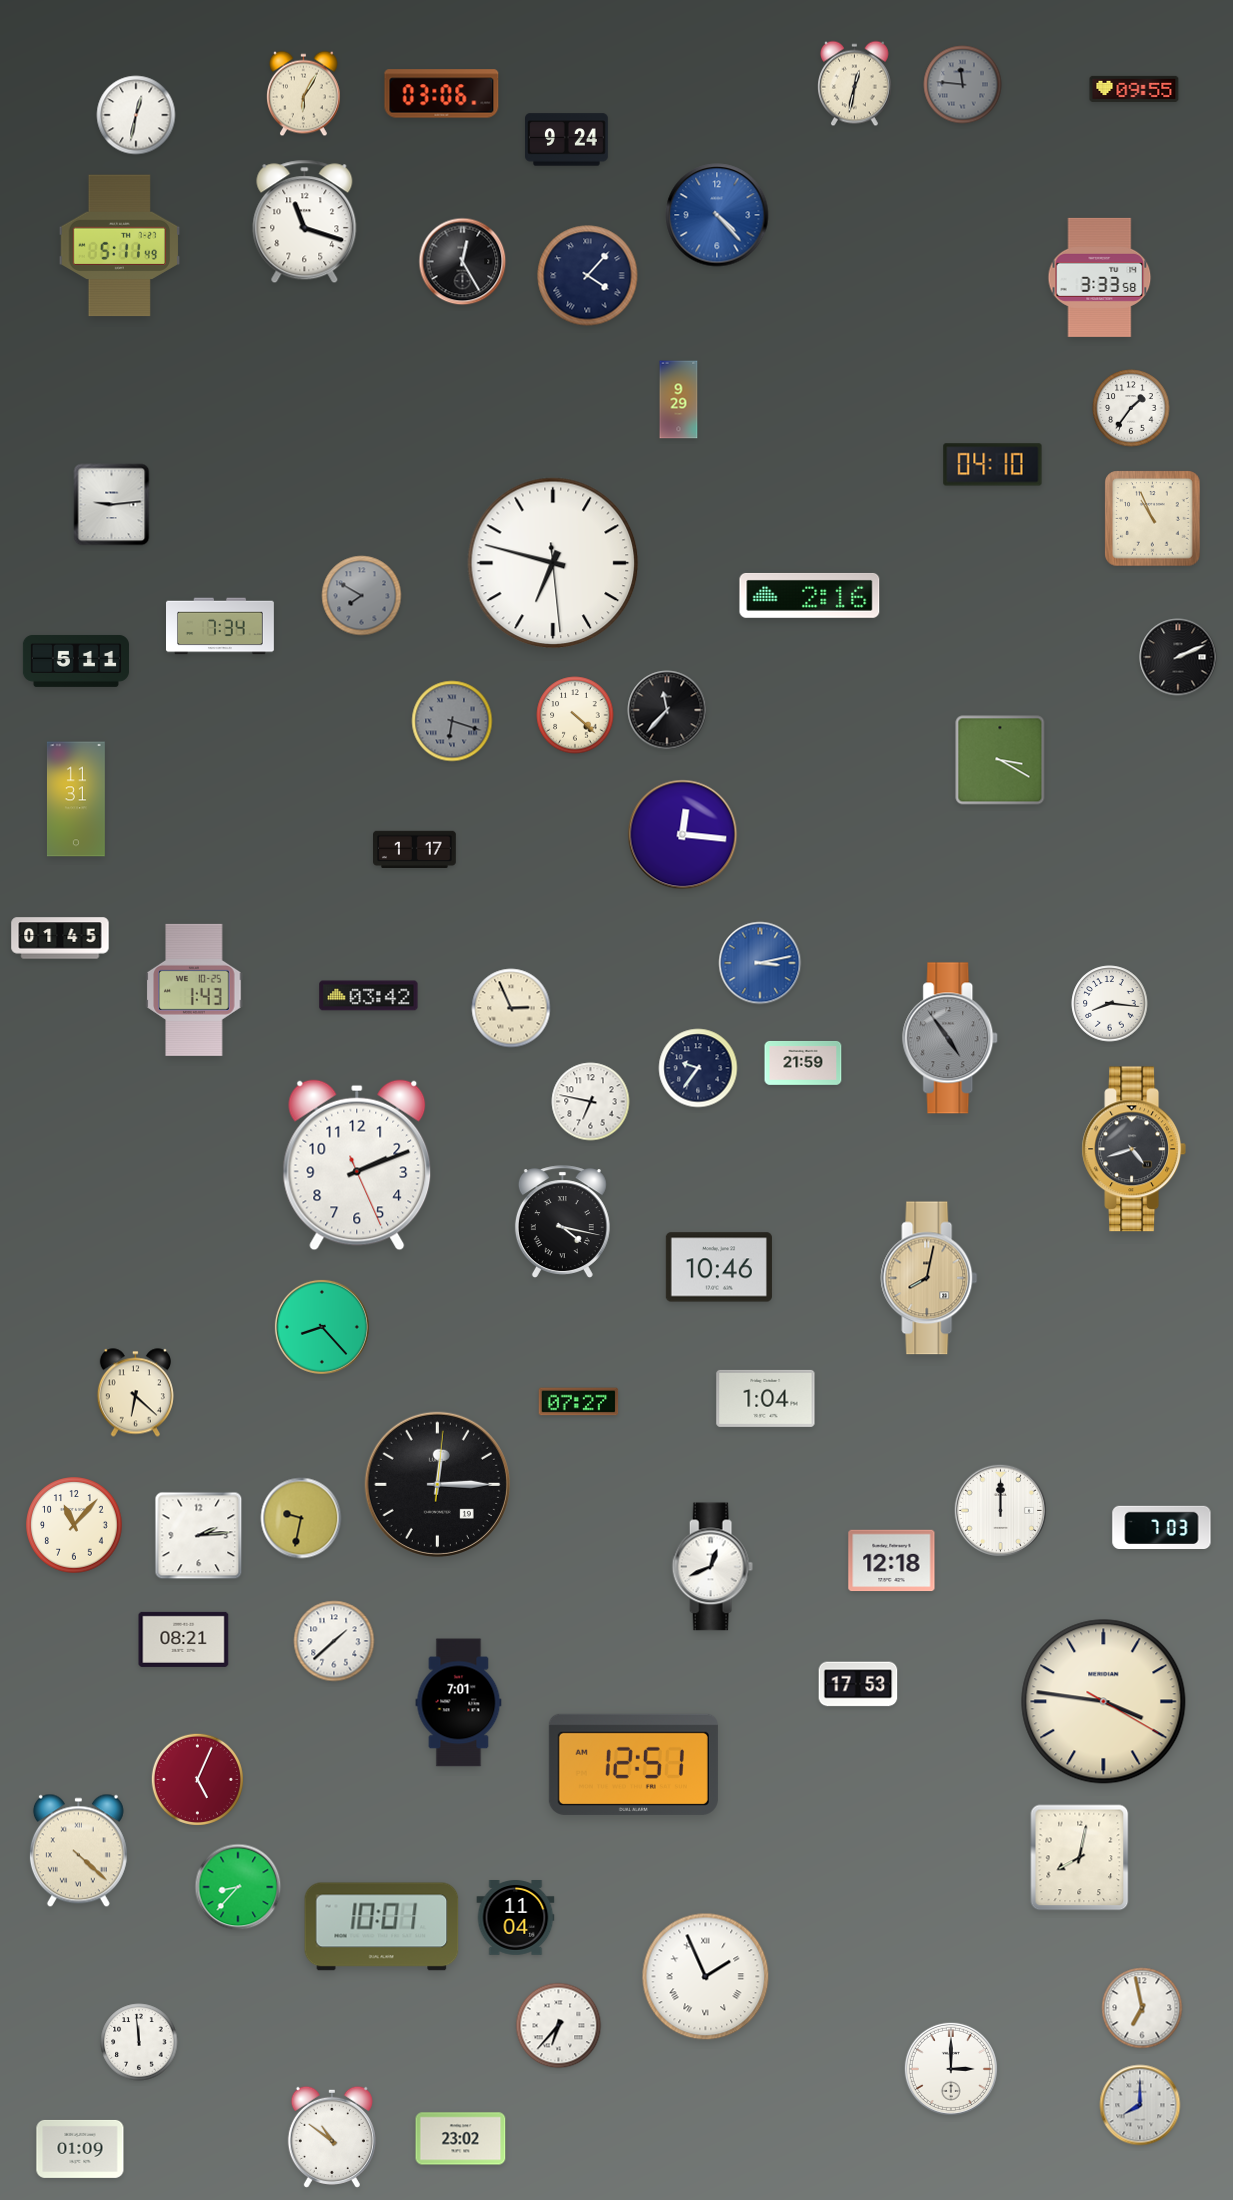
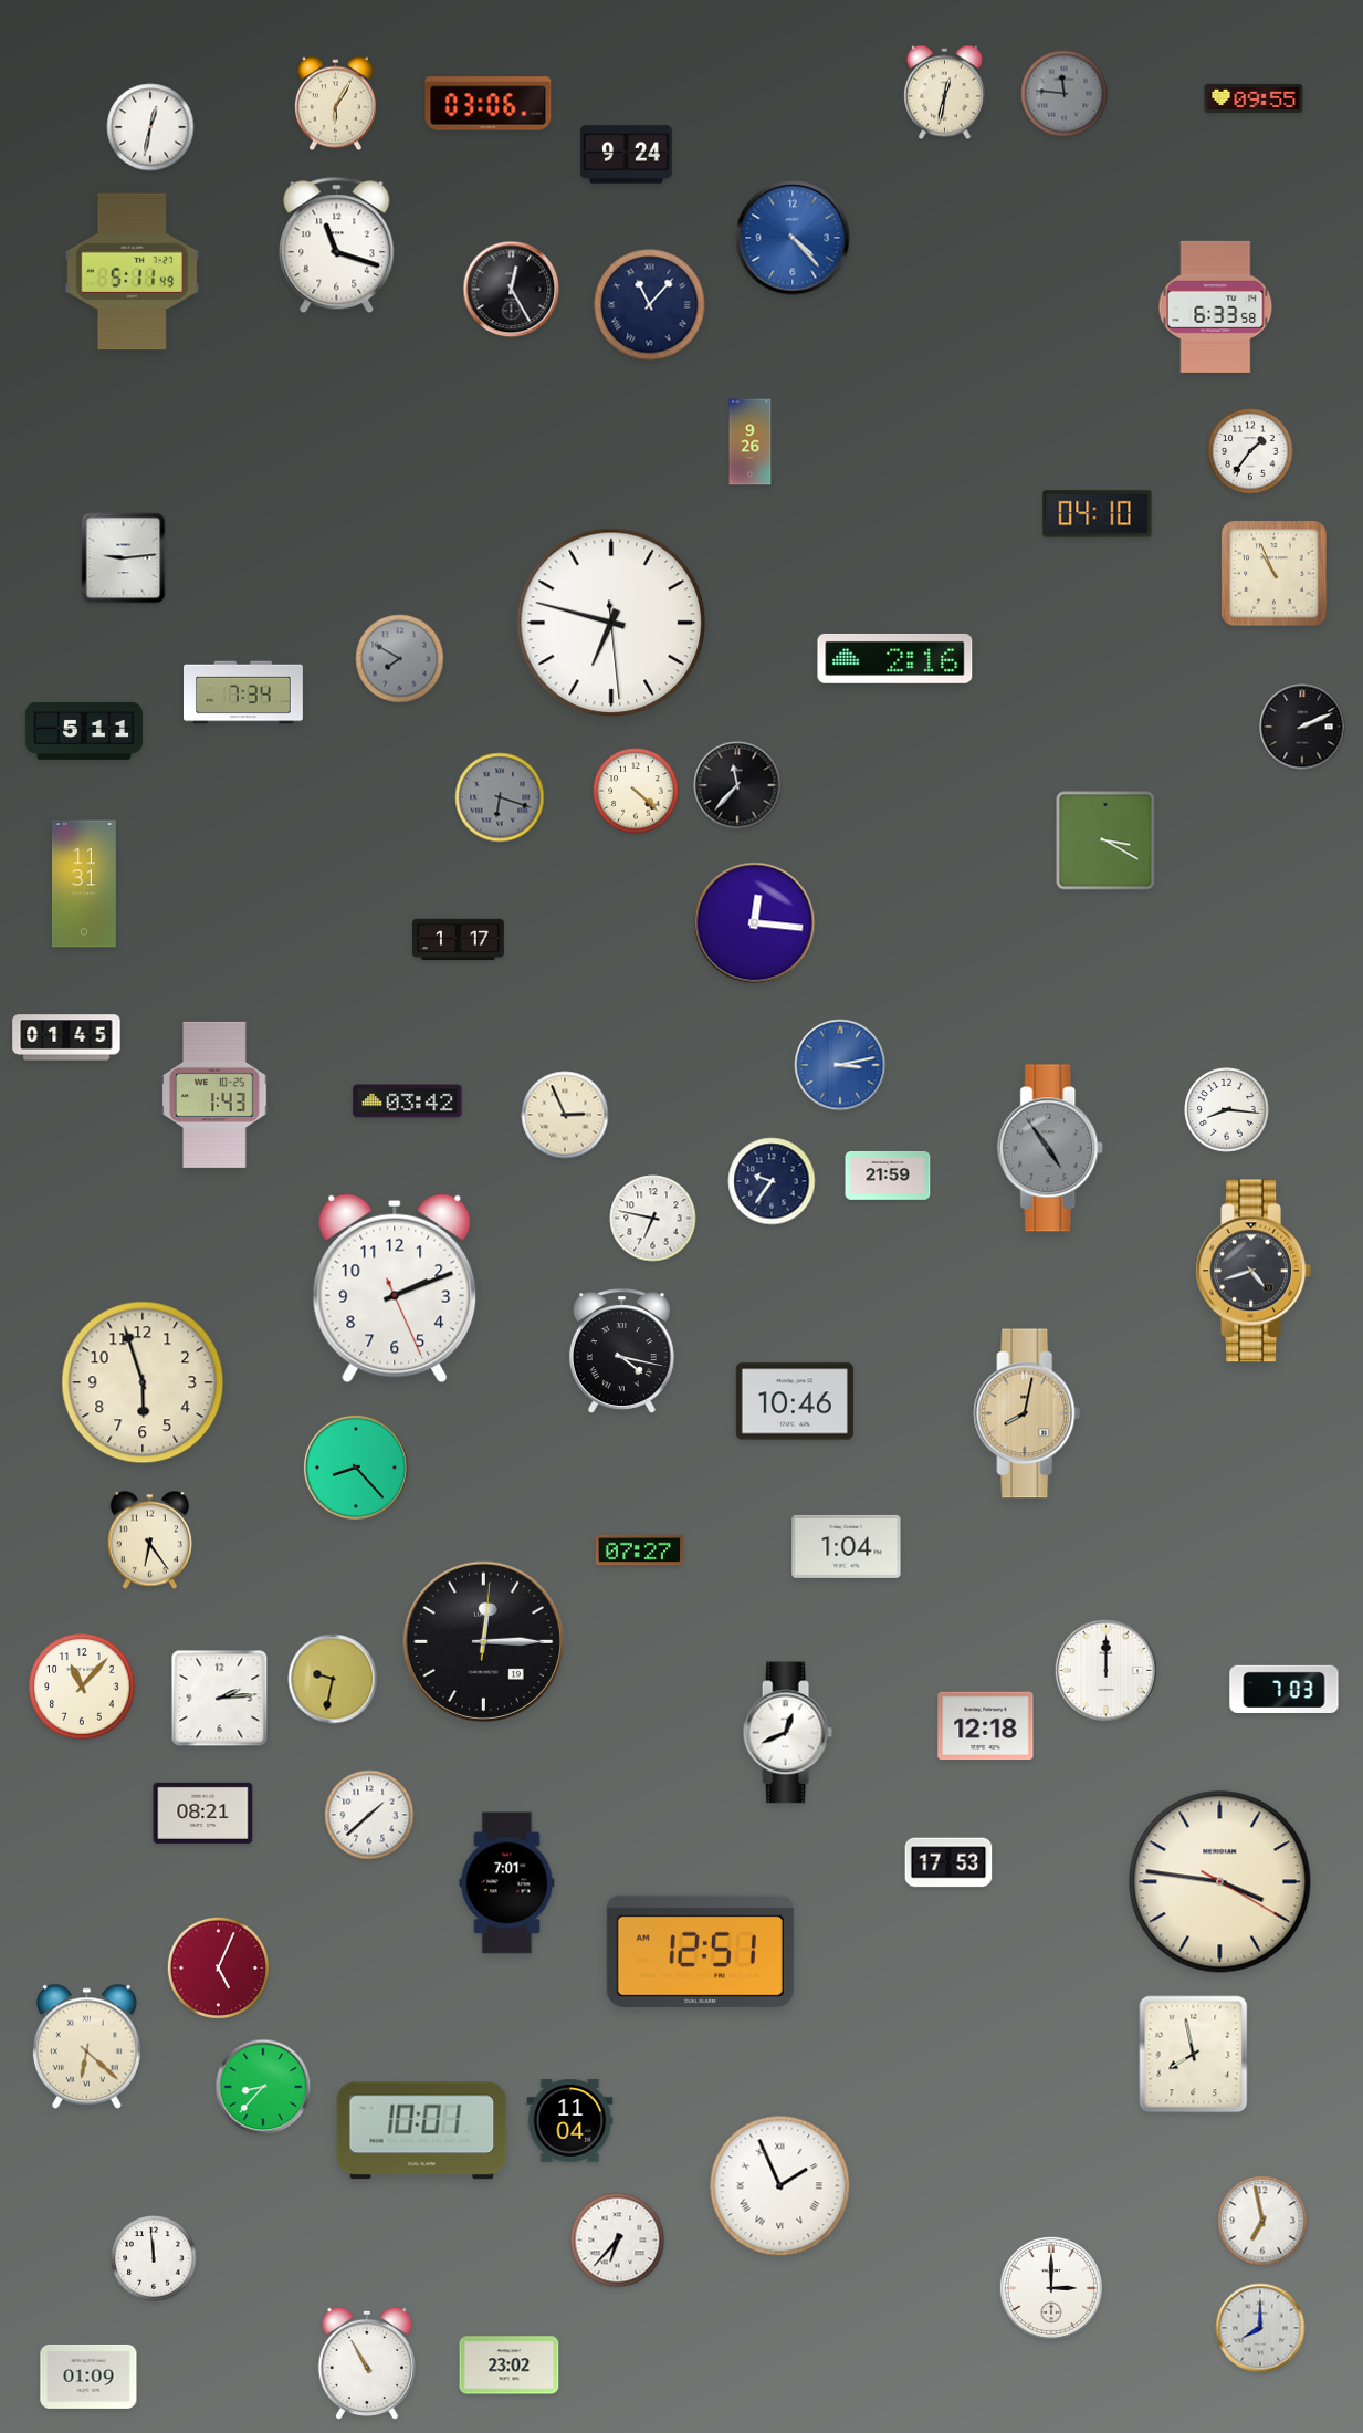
clock at (588, 276): 4:07 -> 11:07
clock at (1100, 277): 3:33 -> 6:33
clock at (679, 400): 9:29 -> 9:26
clock at (143, 1382): none -> 5:57
clock at (135, 1393): 6:22 -> 6:24
clock at (78, 1851): 4:22 -> 6:22
clock at (1080, 1858): 8:02 -> 7:58
clock at (332, 2137): 10:51 -> 10:55
